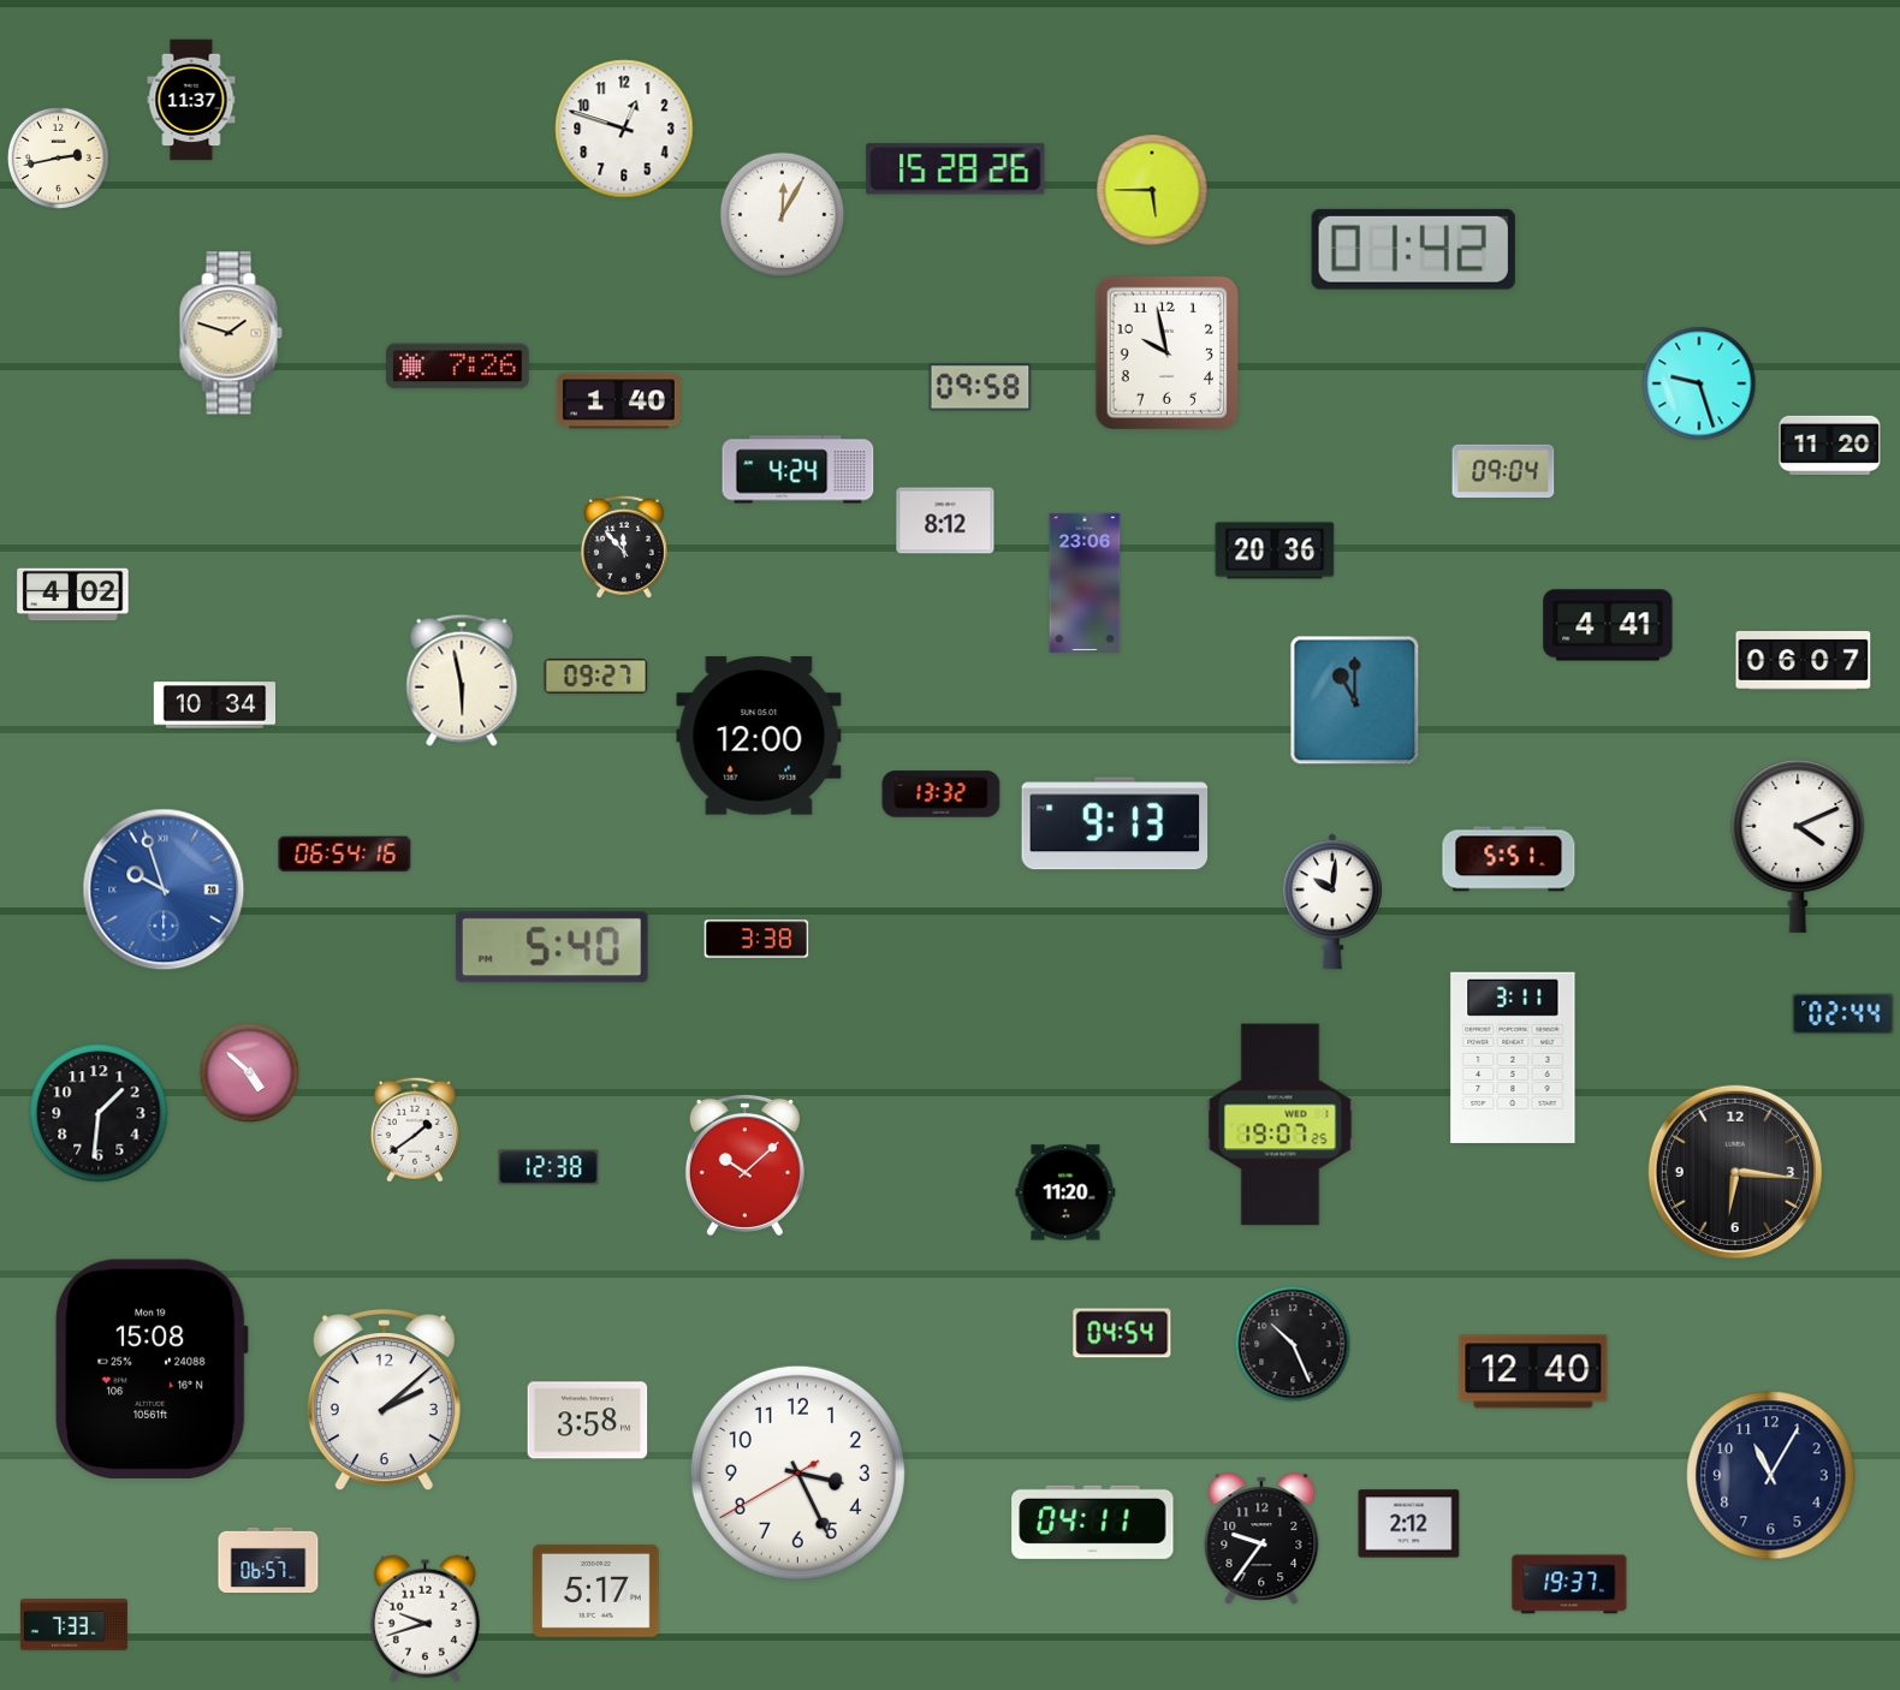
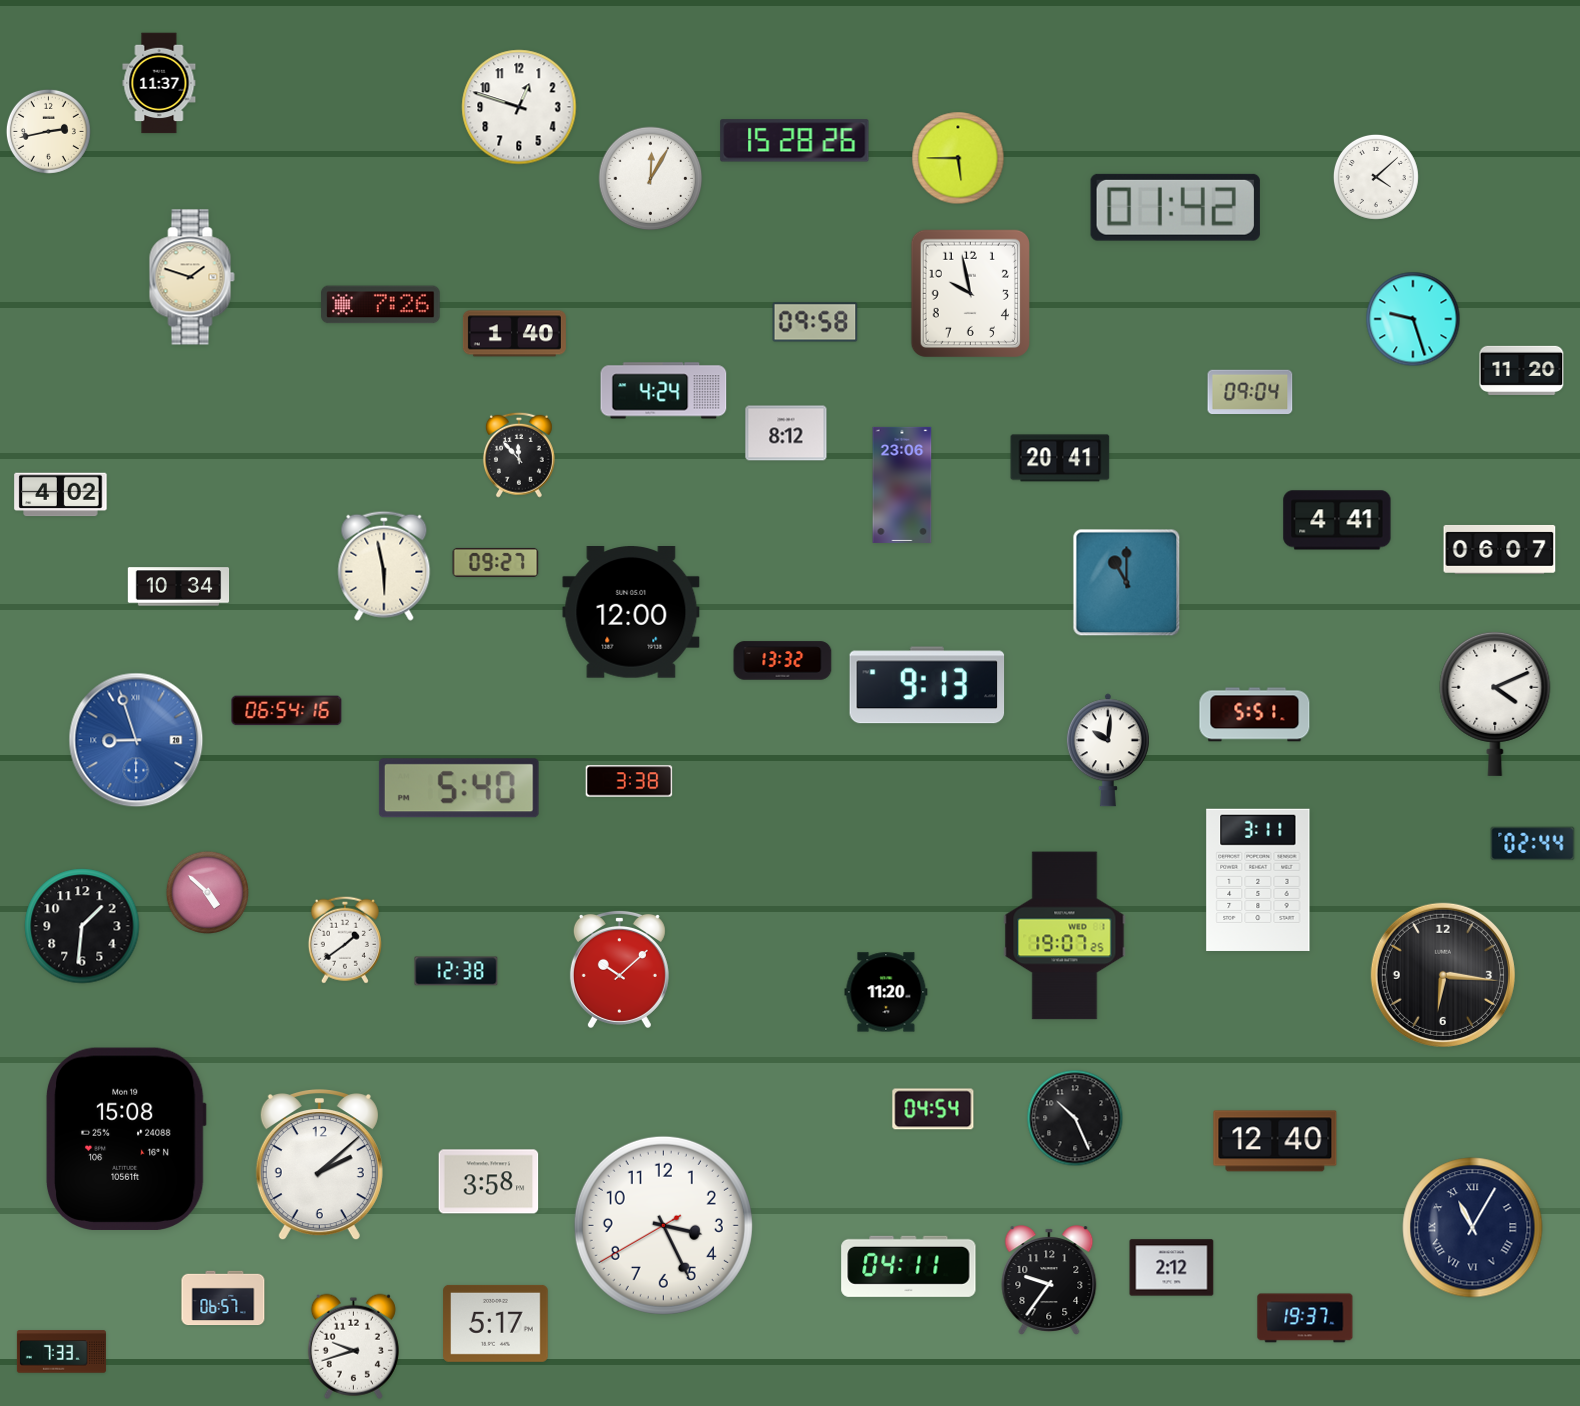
clock at (1376, 177): none -> 4:08
clock at (1275, 551): 20:36 -> 20:41
clock at (164, 889): 9:57 -> 8:57
clock at (1771, 1476) numerals: Arabic -> Roman
